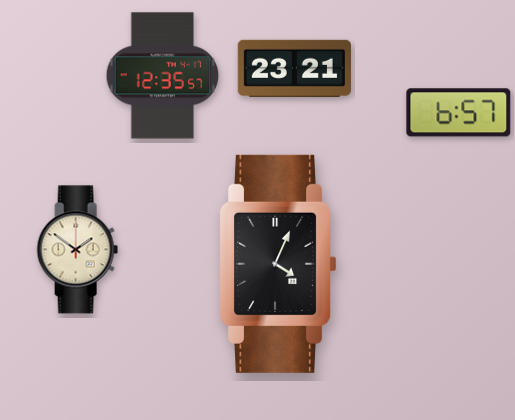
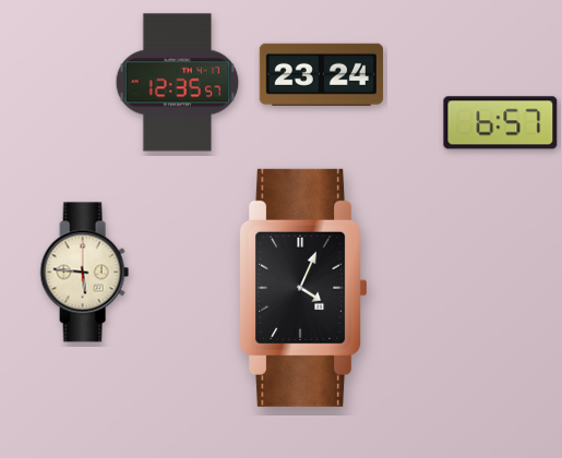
clock at (294, 68): 23:21 -> 23:24
clock at (77, 250): 1:51 -> 5:46
